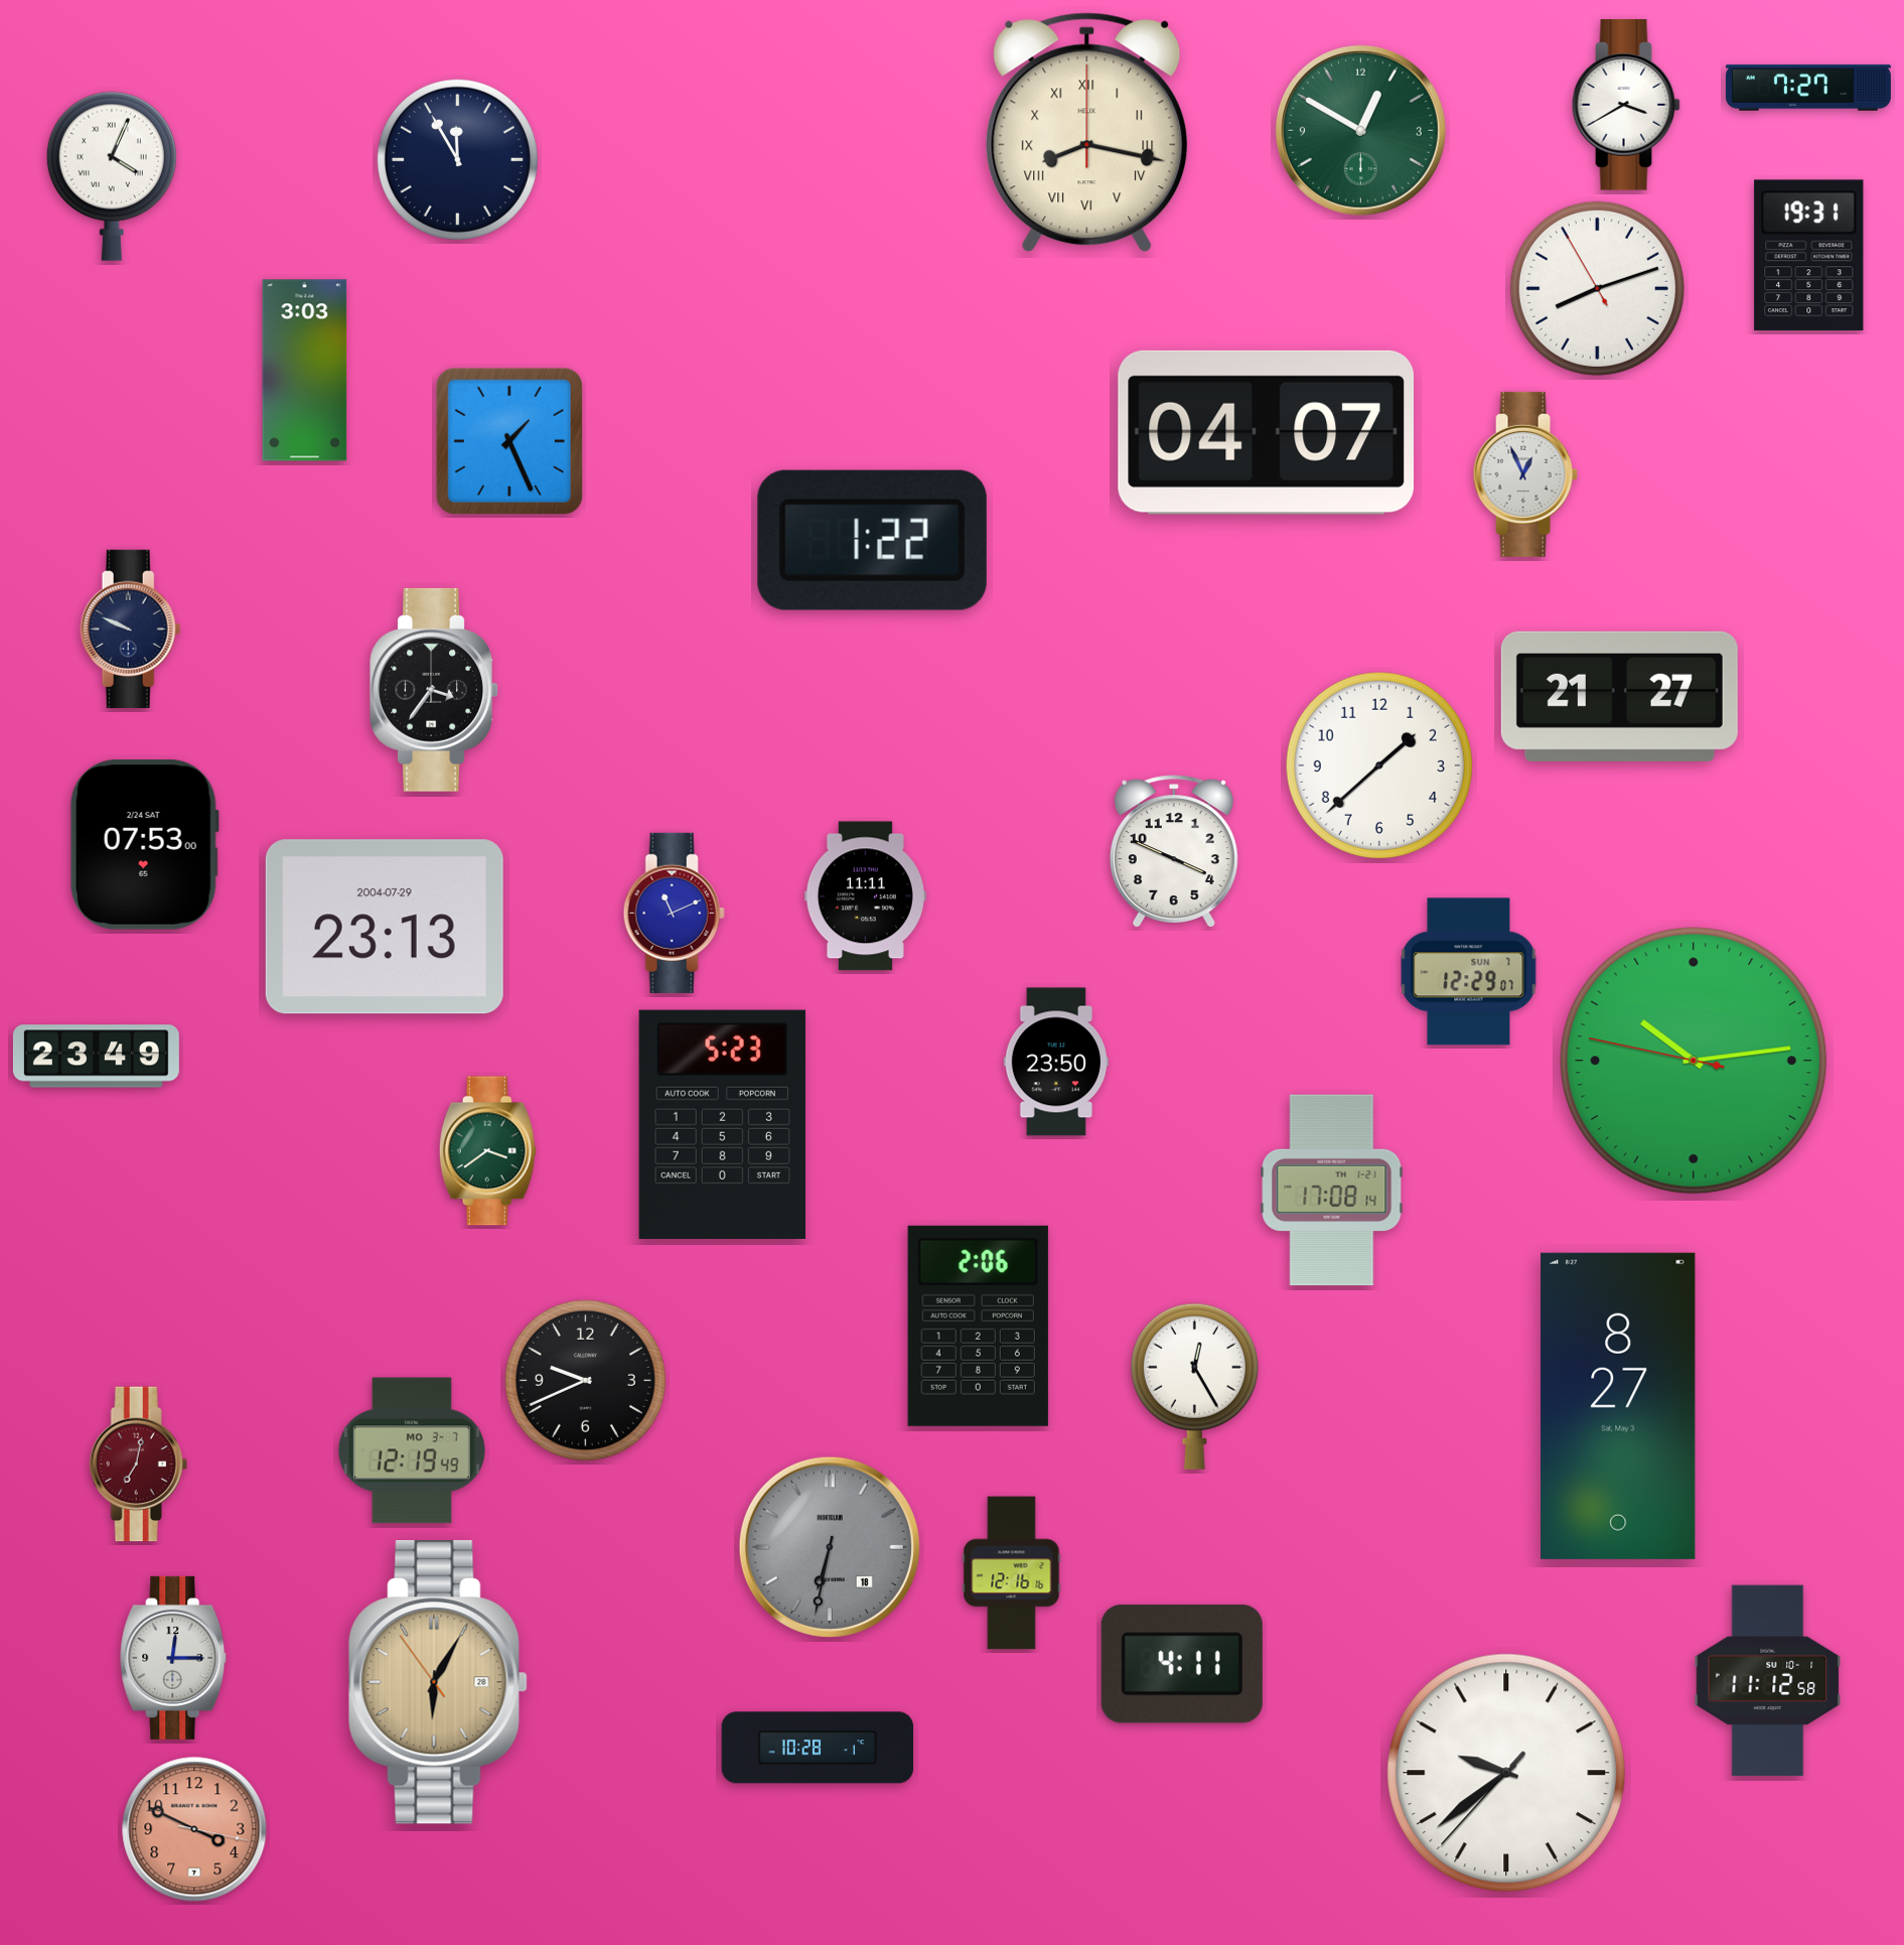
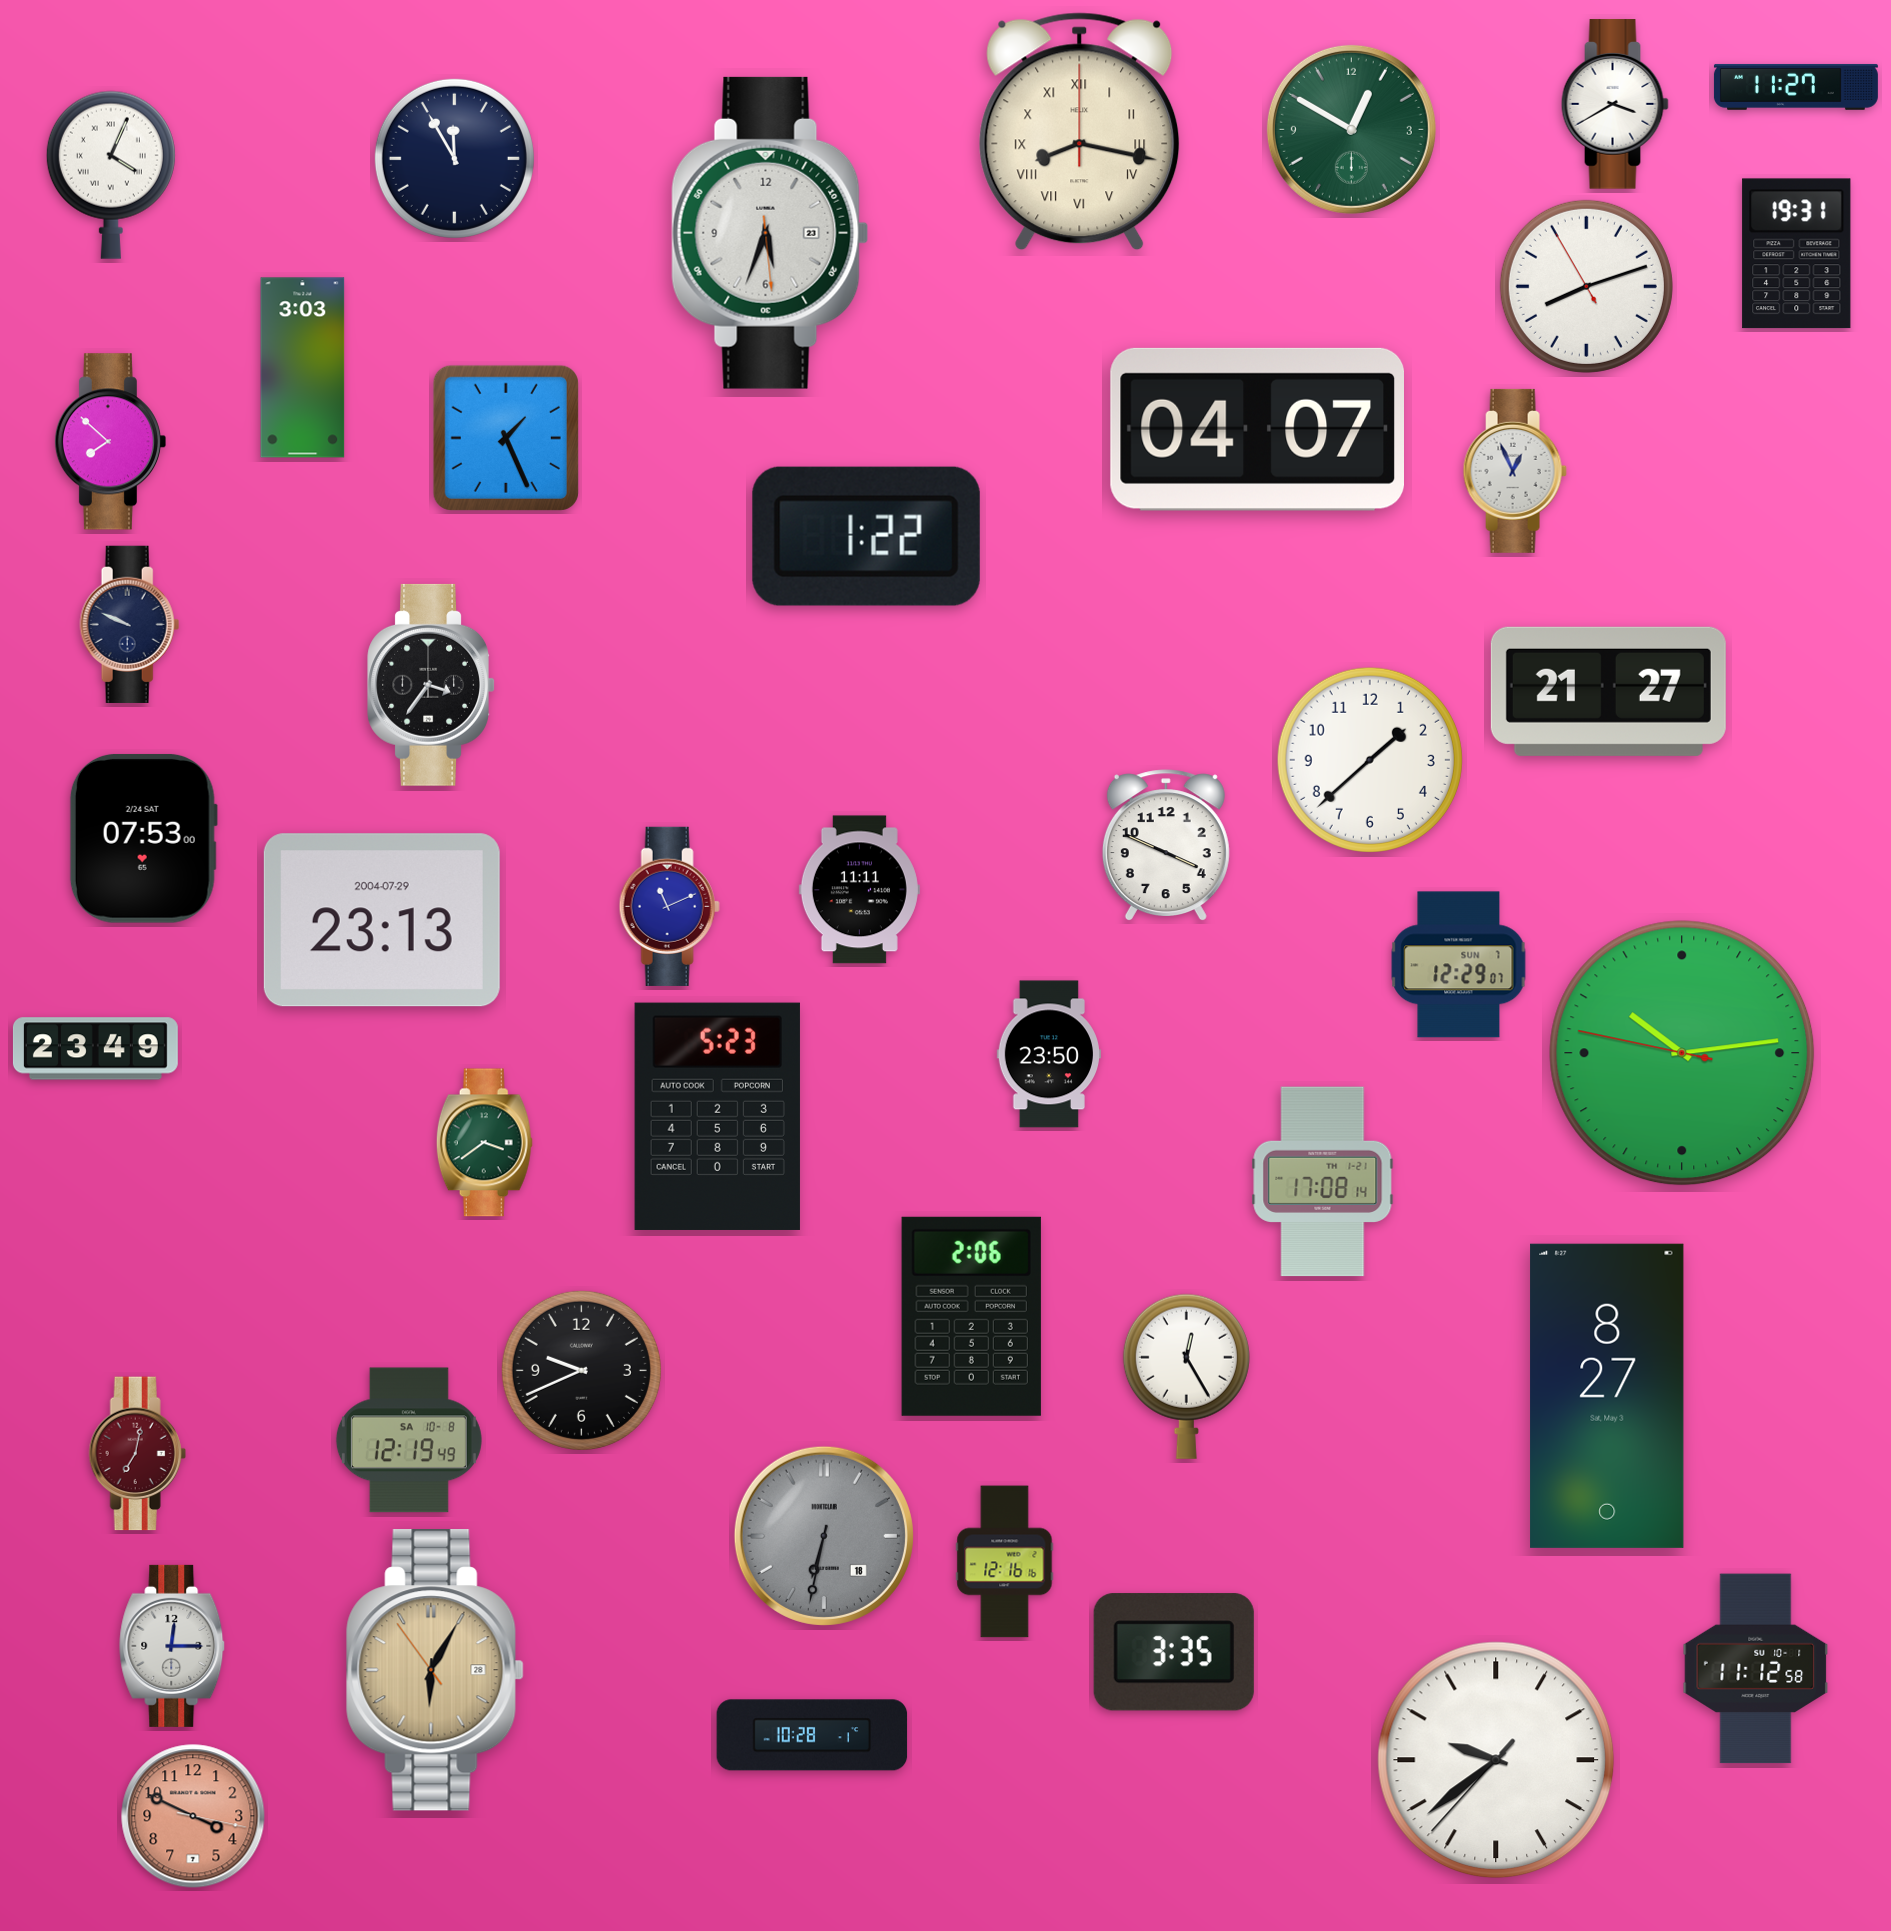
clock at (1808, 88): 7:27 -> 11:27
clock at (770, 233): none -> 5:33
clock at (110, 442): none -> 7:52
clock at (412, 1450) date: MO 3-7 -> SA 10-8
clock at (1182, 1664): 4:11 -> 3:35
